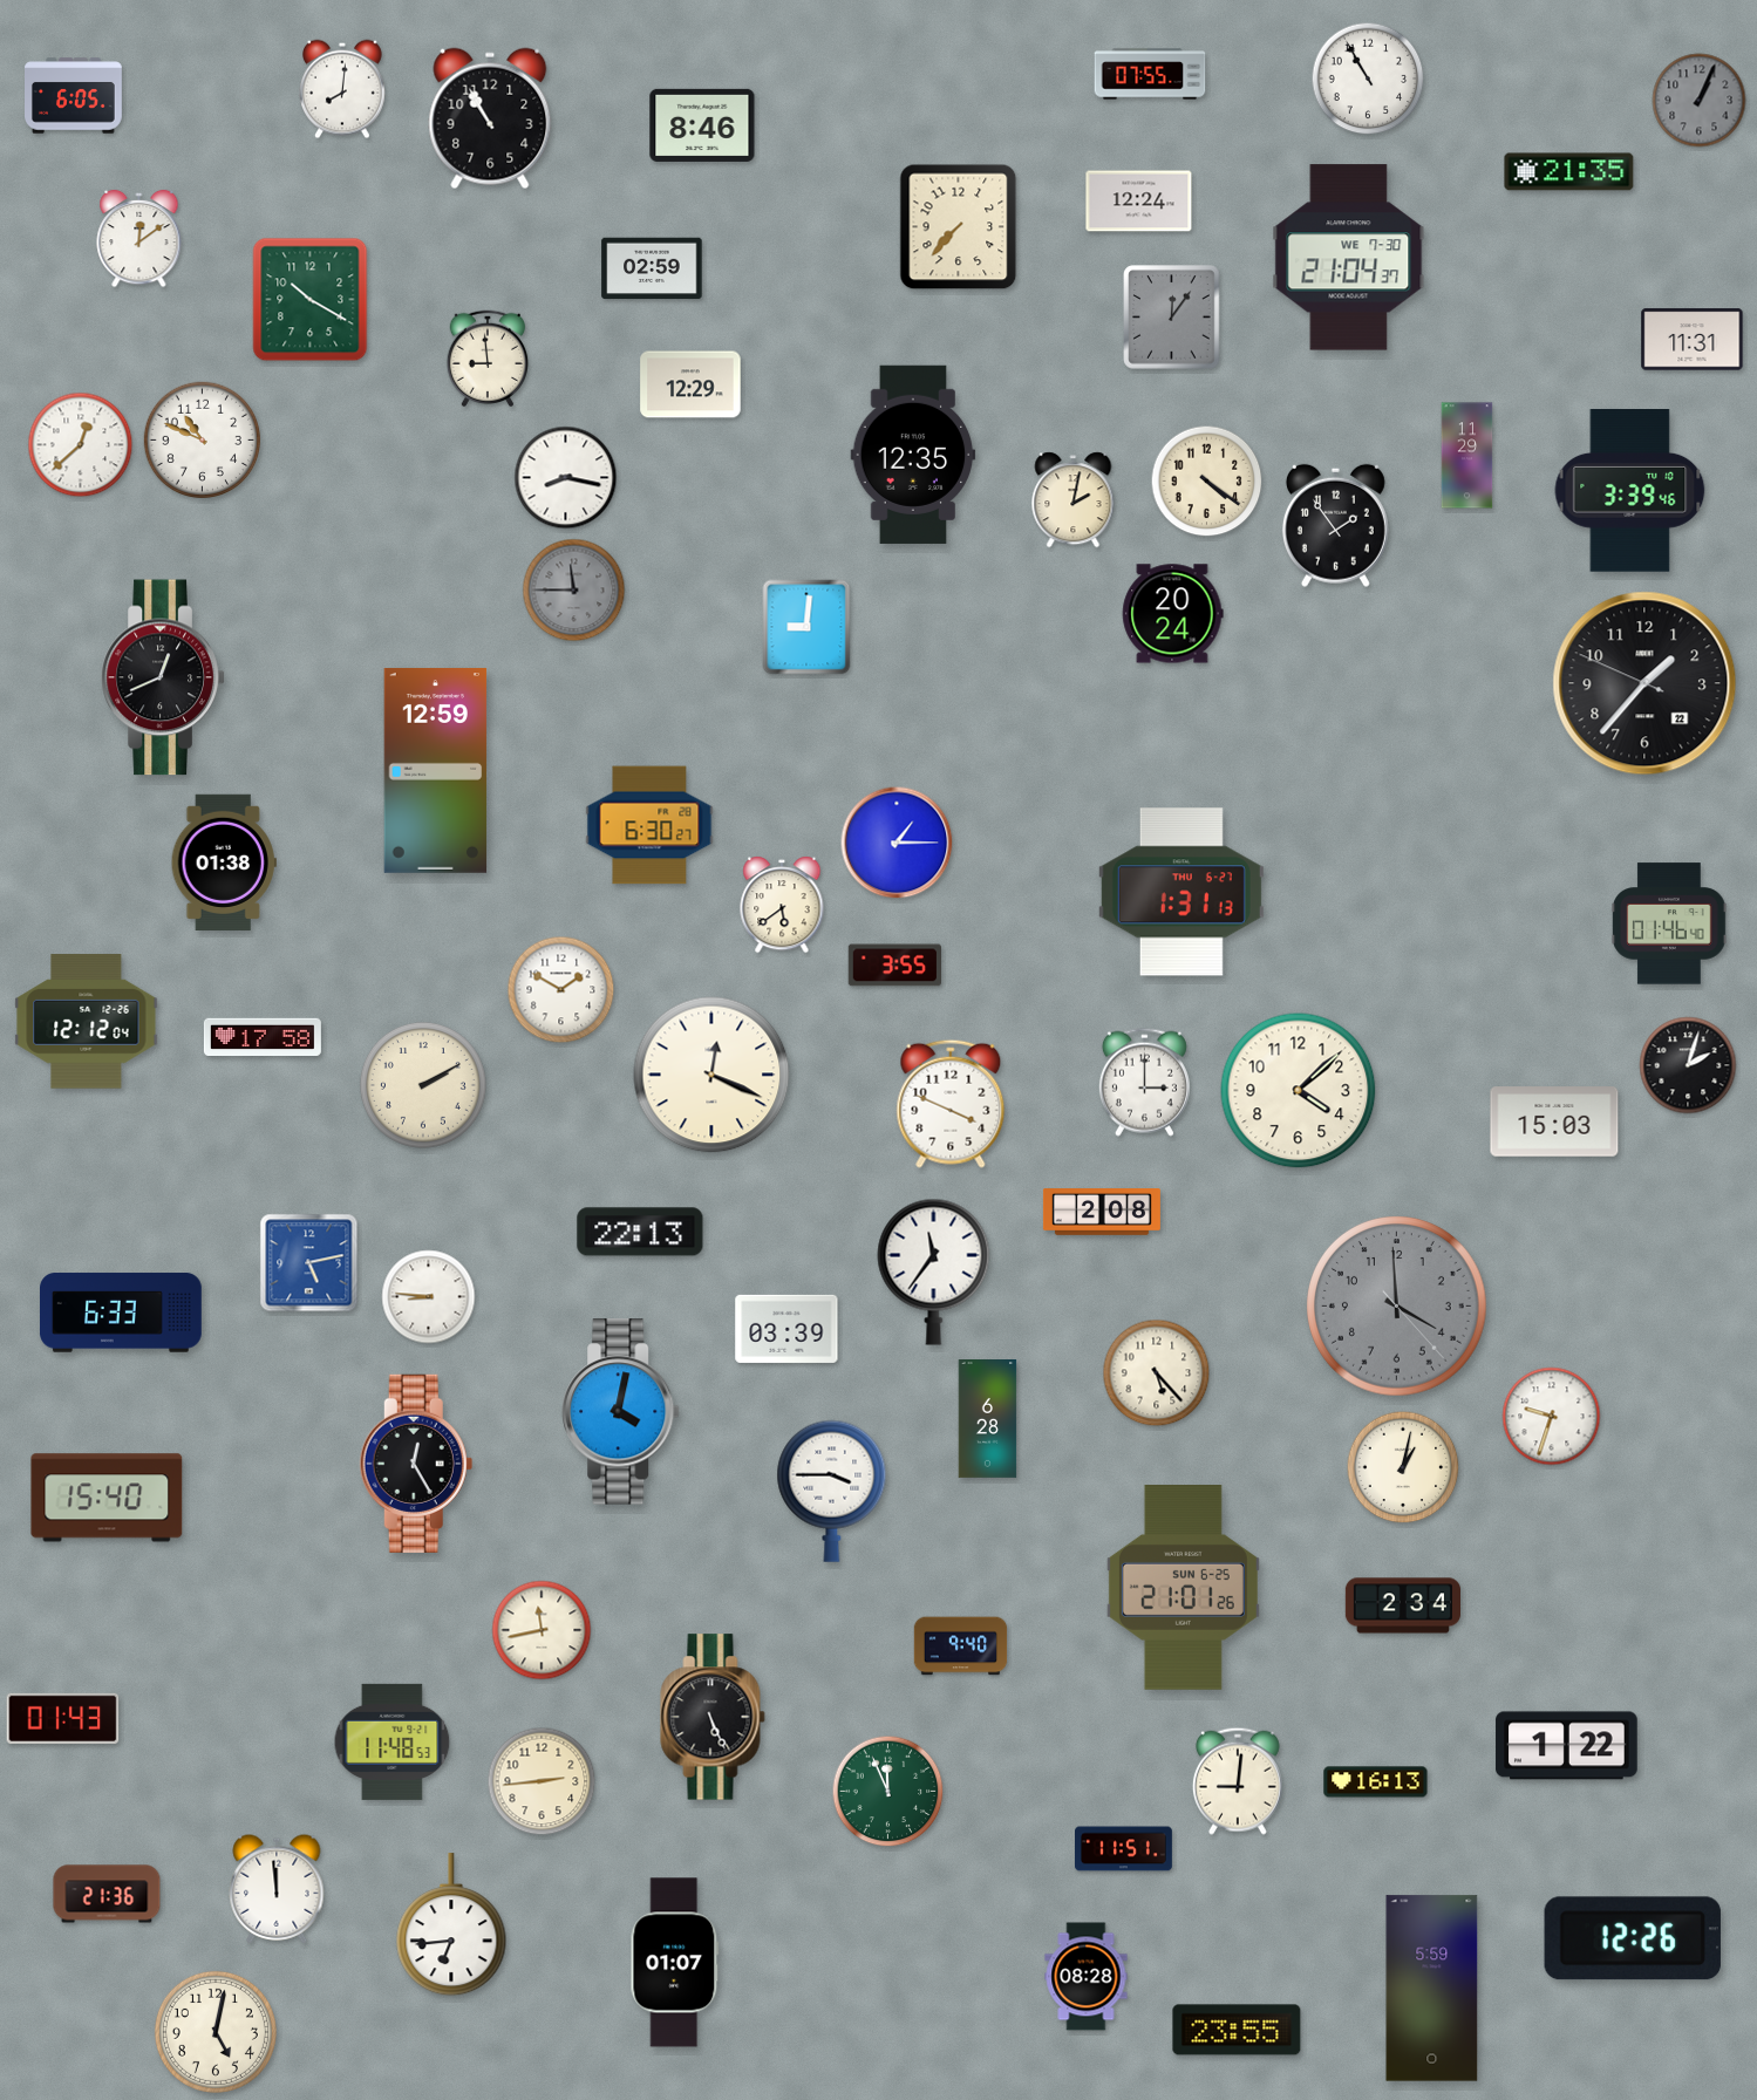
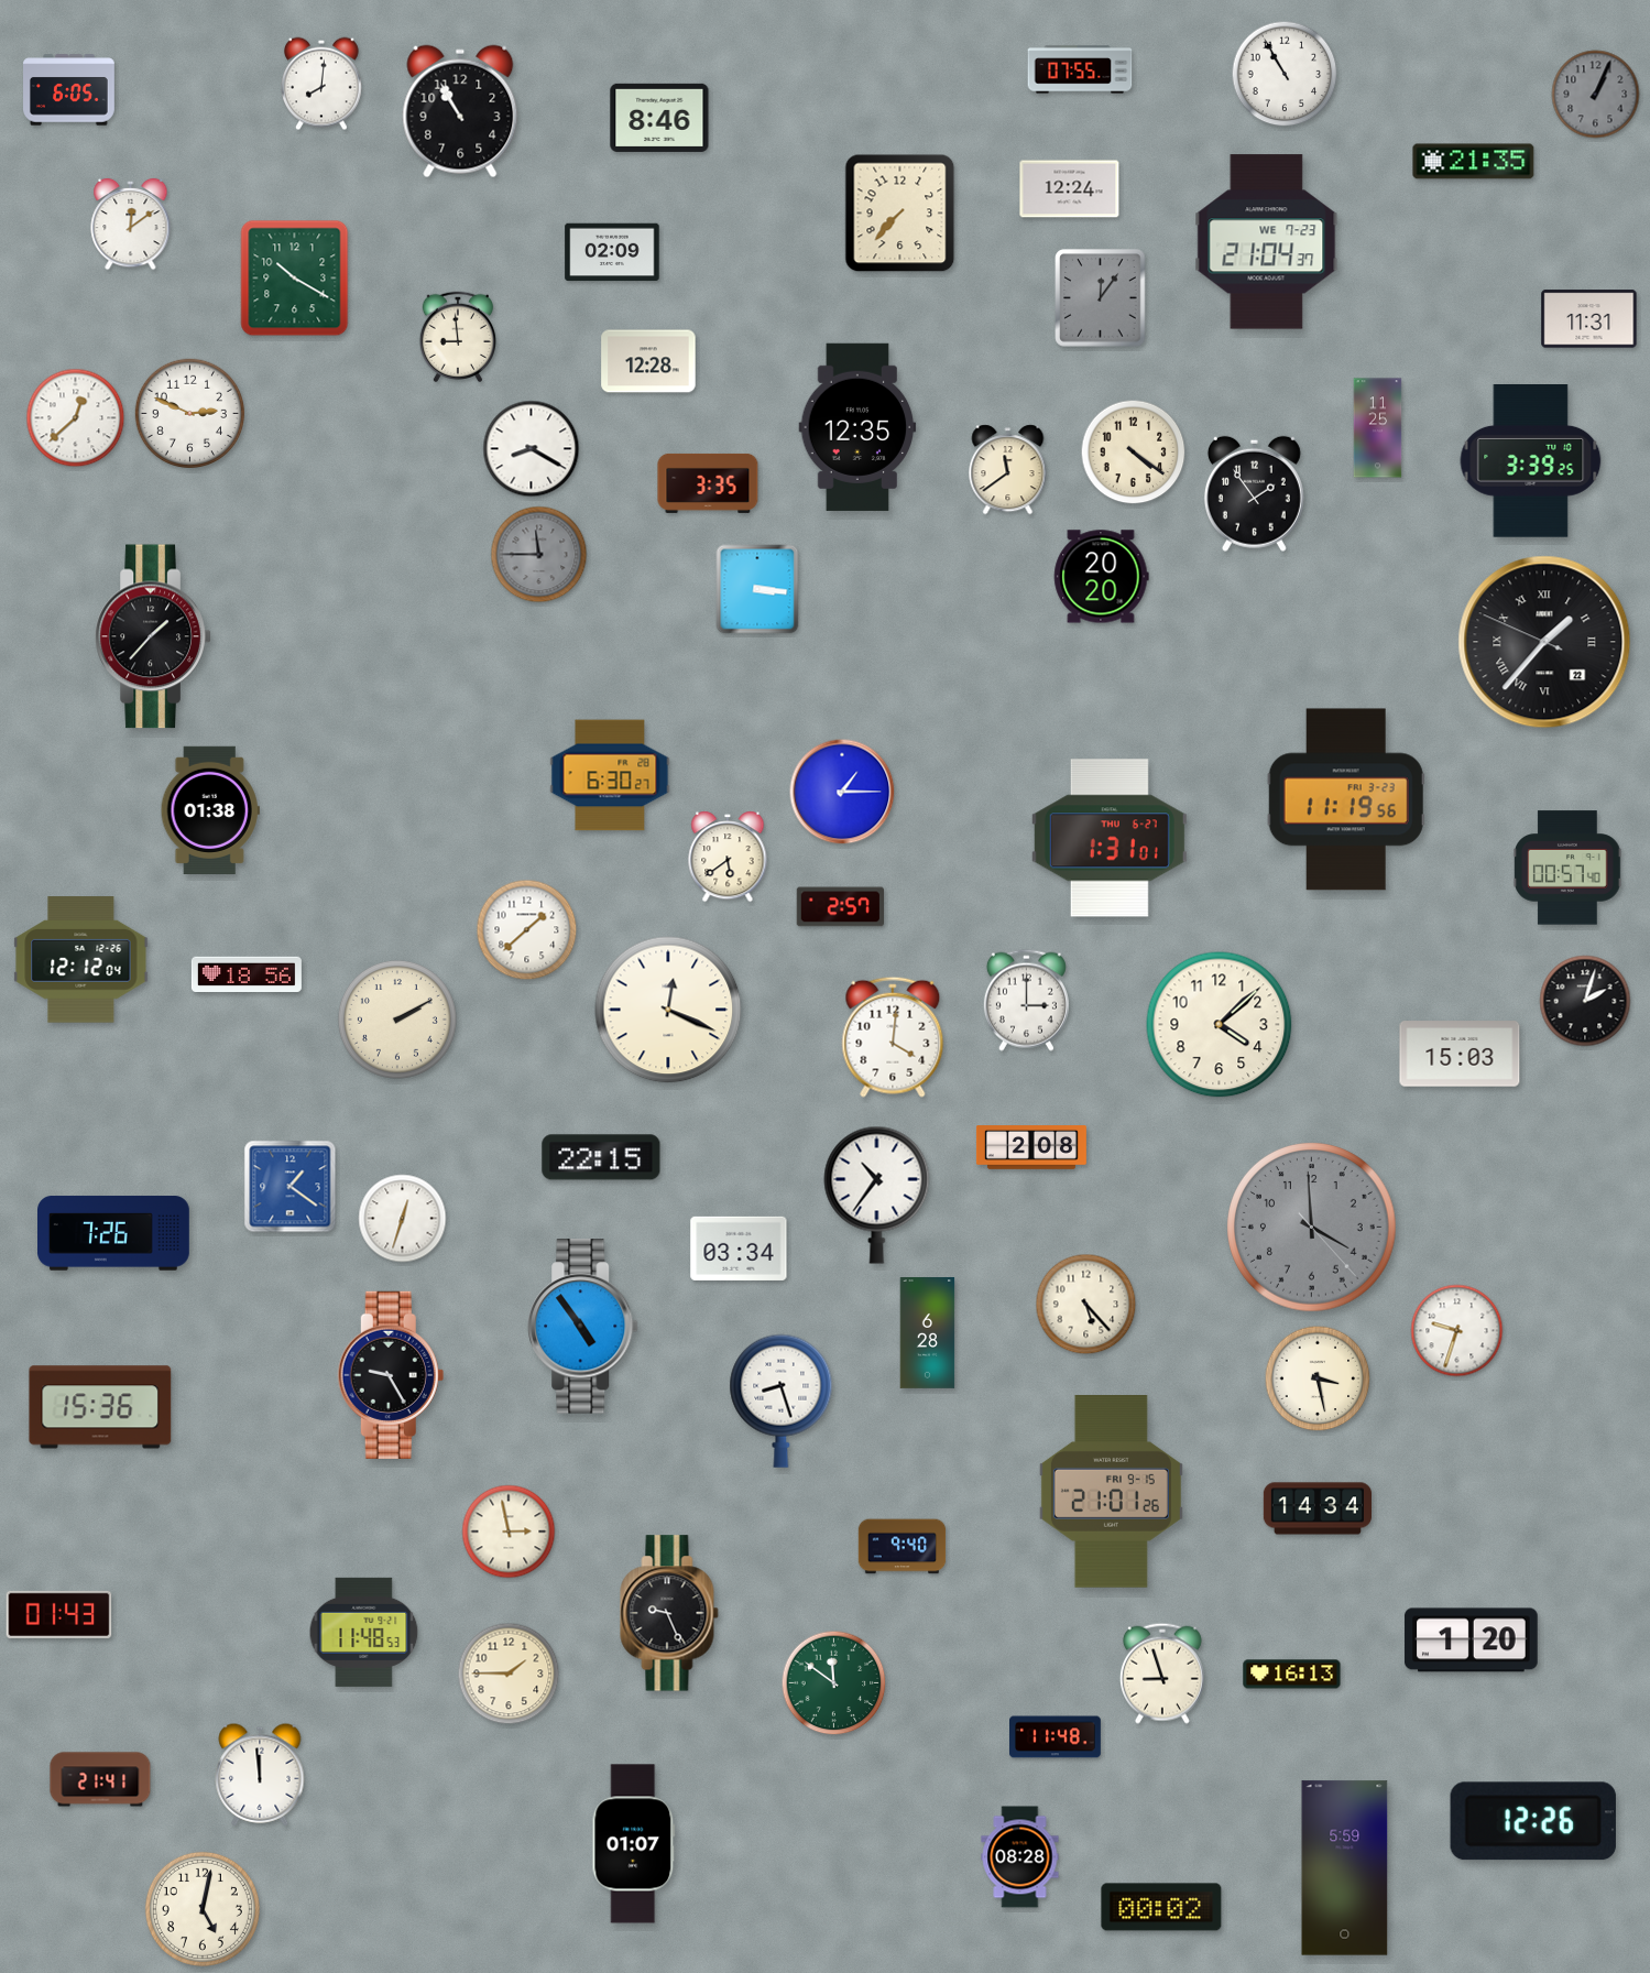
clock at (1349, 258) date: WE 7-30 -> WE 7-23
clock at (652, 268): 02:59 -> 02:09
clock at (311, 300) position: (311, 300) -> (295, 279)
clock at (690, 384): 12:29 -> 12:28
clock at (202, 439): 10:49 -> 2:49
clock at (1467, 456): 11:29 -> 11:25
clock at (566, 478): 8:17 -> 8:20
clock at (1630, 491): 3:39:46 -> 3:39:25
clock at (1074, 500): 2:02 -> 11:39
clock at (708, 483): none -> 3:35
clock at (1173, 614): 20:24 -> 20:20
clock at (806, 627): 9:01 -> 3:16
clock at (163, 677): 12:41 -> 1:37
clock at (1644, 683) numerals: Arabic -> Roman
clock at (436, 771): 12:59 -> none
clock at (1346, 799): none -> 11:19
clock at (1181, 892): 1:31:13 -> 1:31:01
clock at (782, 905) position: (782, 905) -> (728, 857)
clock at (1669, 923): 01:46 -> 00:57
clock at (895, 966): 3:55 -> 2:57
clock at (561, 990): 1:50 -> 1:38
clock at (263, 1036): 17:58 -> 18:56
clock at (1144, 1082) position: (1144, 1082) -> (1026, 1000)
clock at (951, 1104): 3:49 -> 4:01
clock at (1102, 1213) position: (1102, 1213) -> (1031, 1148)
clock at (640, 1232): 22:13 -> 22:15
clock at (309, 1263): 5:13 -> 1:21
clock at (934, 1271): 11:36 -> 10:36
clock at (429, 1297): 8:46 -> 12:33
clock at (122, 1312): 6:33 -> 7:26
clock at (786, 1329): 03:39 -> 03:34
clock at (1157, 1373) position: (1157, 1373) -> (1086, 1305)
clock at (621, 1412): 4:02 -> 4:54
clock at (416, 1464): 12:25 -> 9:25
clock at (1403, 1467): 1:02 -> 3:28
clock at (832, 1491): 3:45 -> 8:27
clock at (107, 1498): 15:40 -> 15:36
clock at (1183, 1588) date: SUN 6-25 -> FRI 9-15
clock at (1402, 1605): 2:34 -> 14:34
clock at (542, 1630): 11:43 -> 2:58
clock at (713, 1717): 5:26 -> 9:26
clock at (393, 1741) position: (393, 1741) -> (364, 1632)
clock at (1567, 1746): 1:22 -> 1:20
clock at (542, 1781): 2:44 -> 1:45
clock at (1238, 1781): 9:01 -> 8:57
clock at (888, 1792): 11:56 -> 11:51
clock at (1124, 1849): 11:51 -> 11:48
clock at (107, 1894): 21:36 -> 21:41
clock at (451, 1925): 6:44 -> none
clock at (1237, 2030): 23:55 -> 00:02
